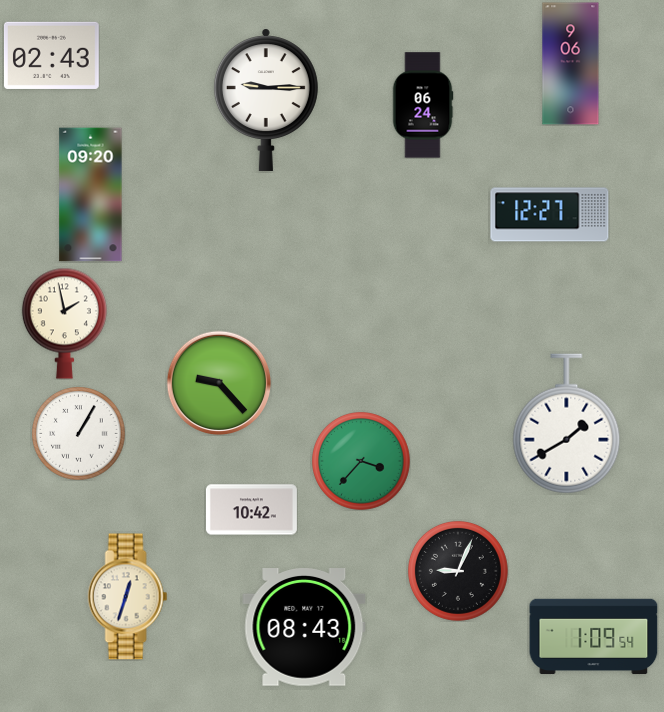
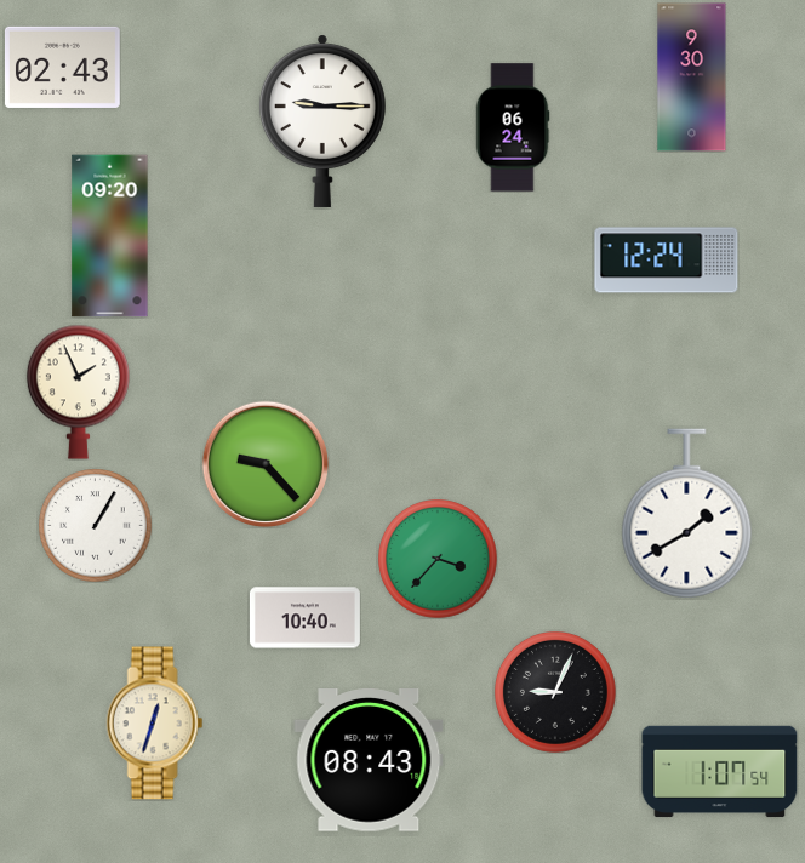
clock at (571, 64): 9:06 -> 9:30
clock at (550, 215): 12:27 -> 12:24
clock at (64, 323): 1:58 -> 1:56
clock at (251, 510): 10:42 -> 10:40
clock at (594, 637): 1:09 -> 1:07
